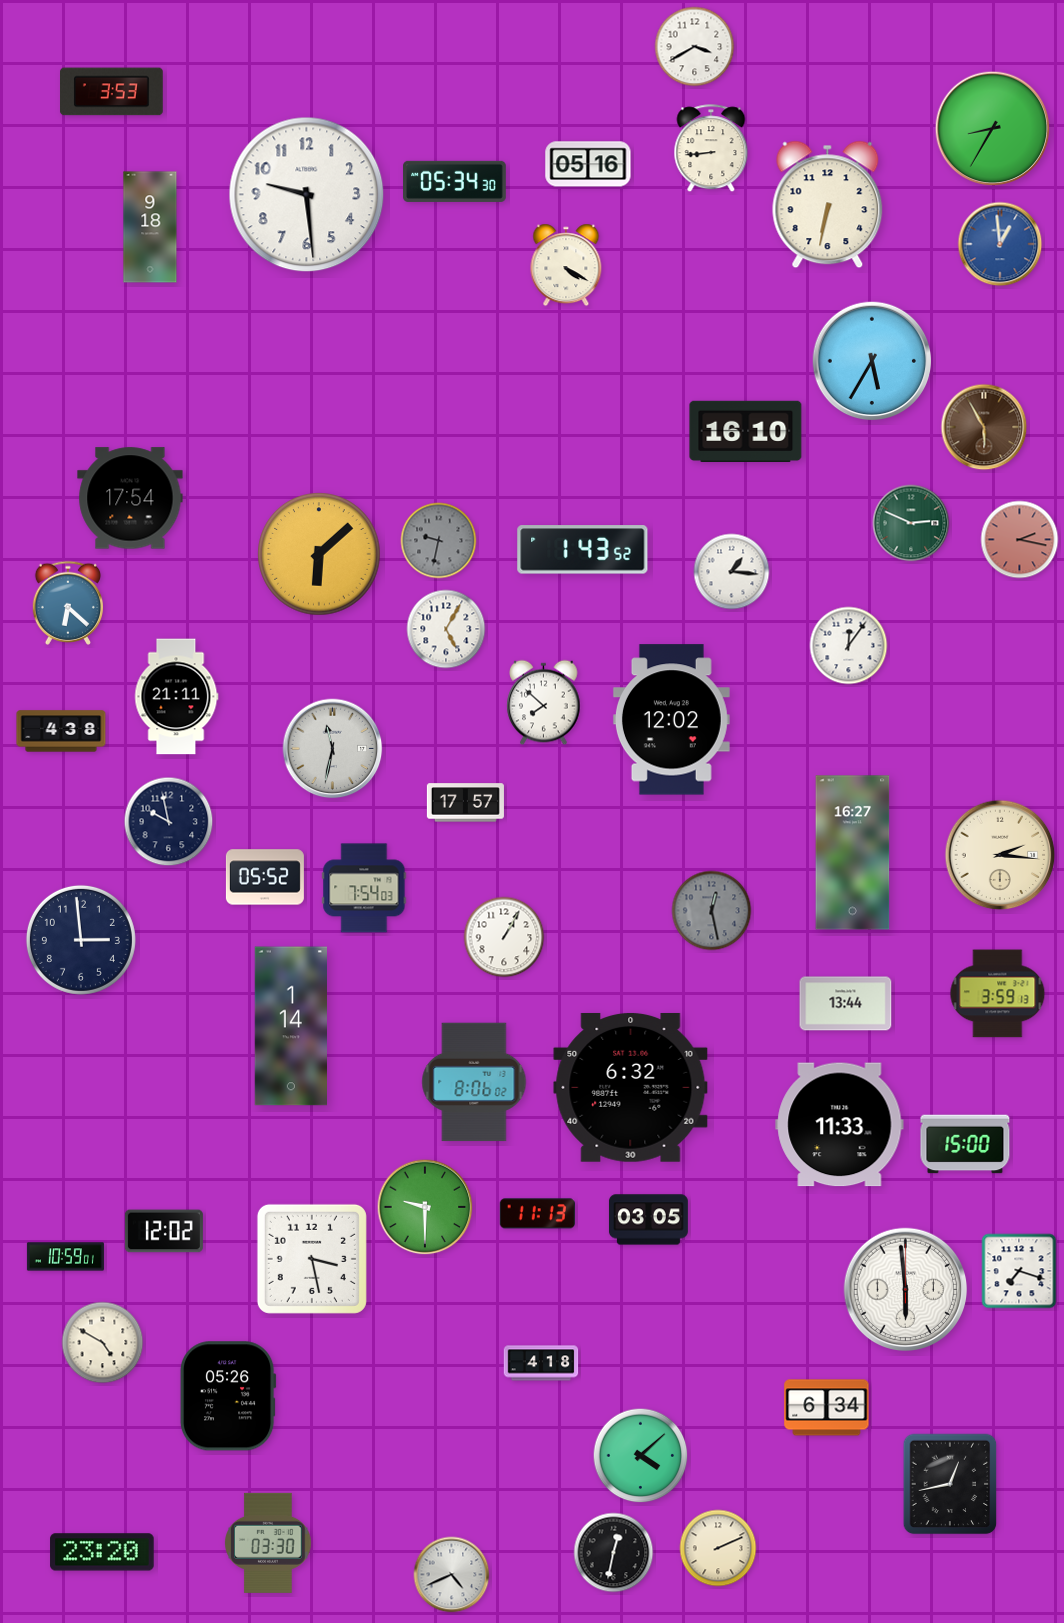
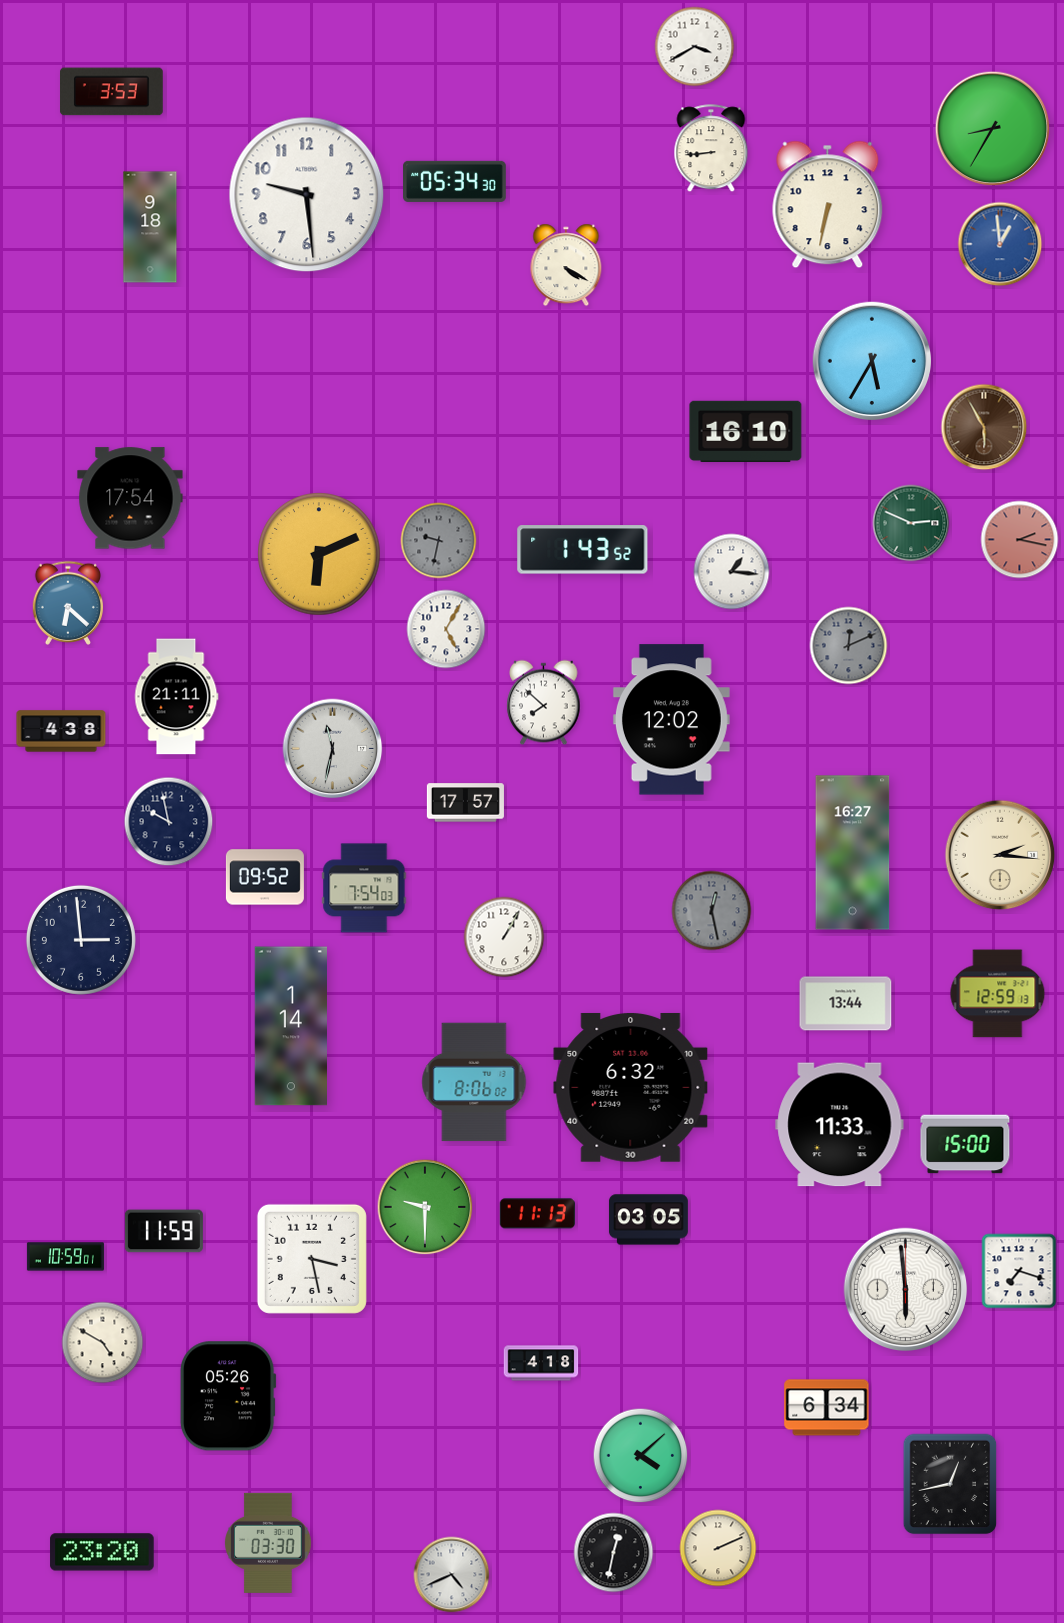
clock at (588, 164): 05:16 -> none
clock at (319, 554): 6:08 -> 6:11
clock at (849, 646): 12:06 -> 12:11
clock at (849, 646) dial: white -> grey
clock at (265, 877): 05:52 -> 09:52
clock at (998, 994): 3:59 -> 12:59
clock at (164, 1231): 12:02 -> 11:59
